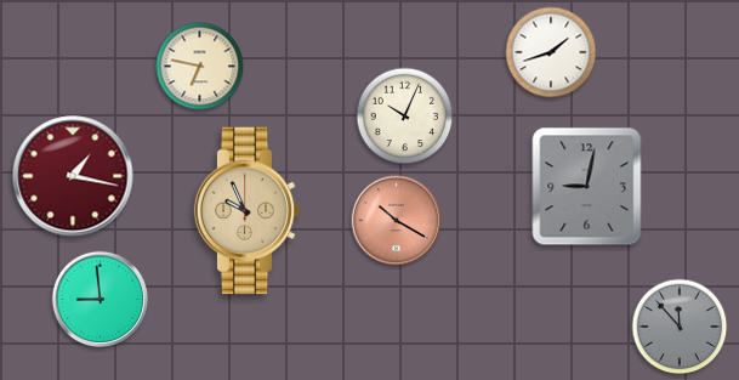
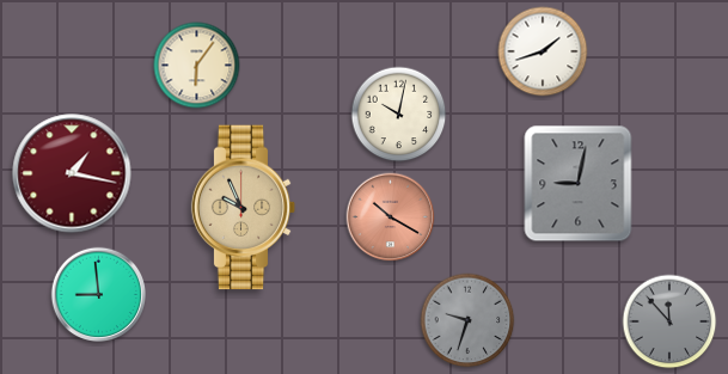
clock at (200, 67): 6:47 -> 6:06
clock at (405, 117): 10:04 -> 10:02
clock at (467, 320): none -> 9:33
